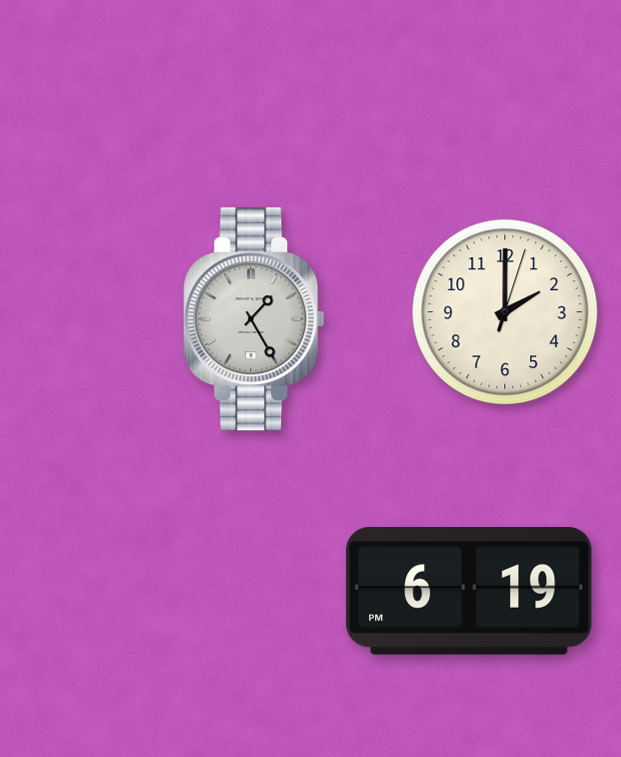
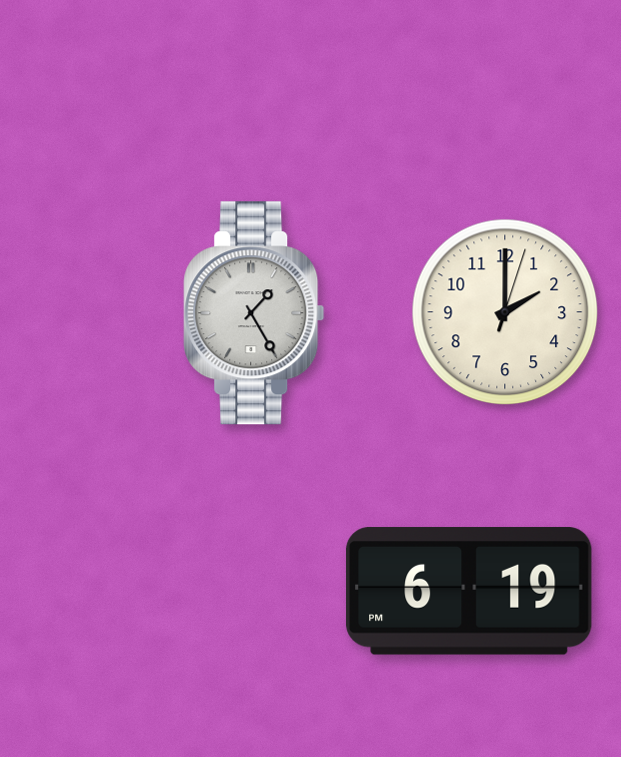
clock at (254, 319) position: (254, 319) -> (254, 313)
